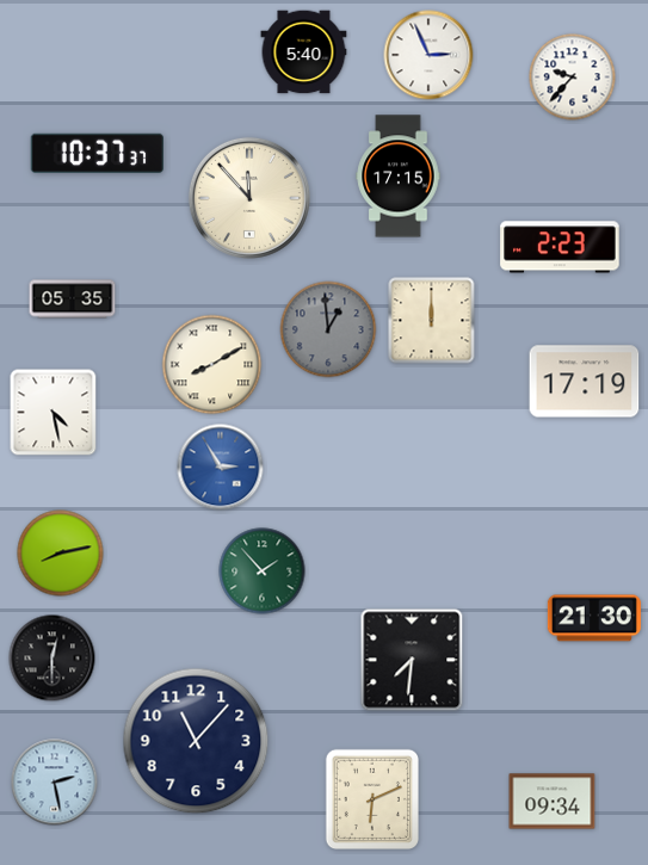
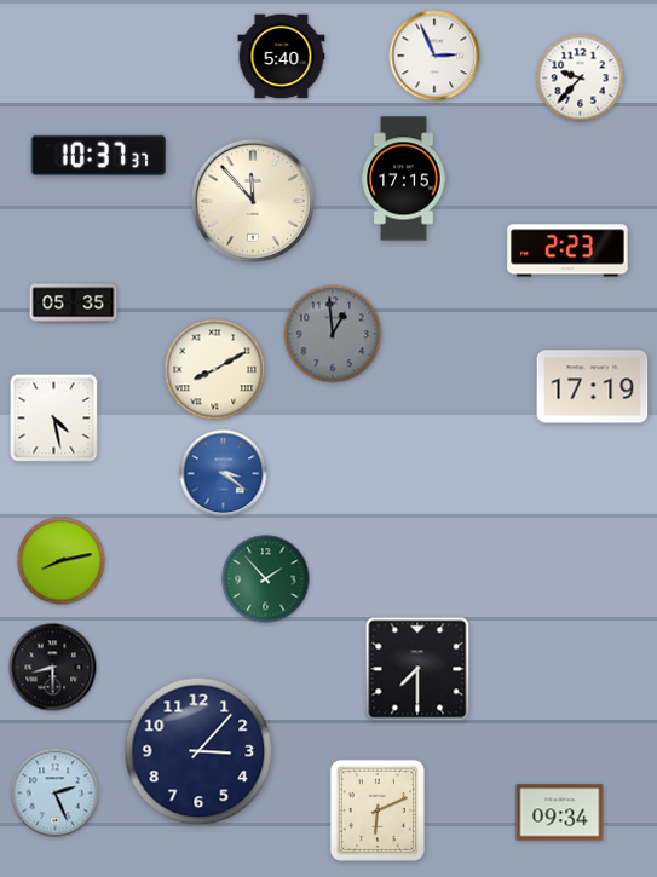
clock at (304, 52) position: (304, 52) -> (282, 57)
clock at (432, 321): 12:00 -> none
clock at (221, 468): 2:55 -> 3:21
clock at (594, 618): 21:30 -> none
clock at (53, 659): 12:30 -> 8:30
clock at (412, 660): 7:31 -> 7:30
clock at (196, 741): 11:07 -> 3:07
clock at (55, 783): 2:28 -> 2:26
